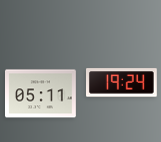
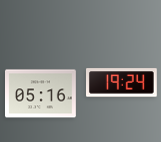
clock at (41, 94): 05:11 -> 05:16
